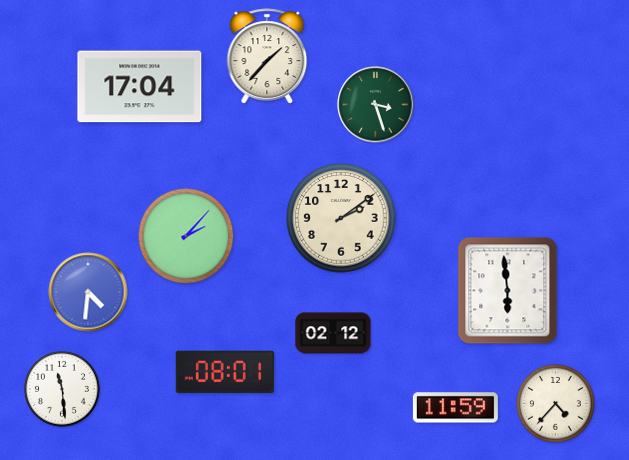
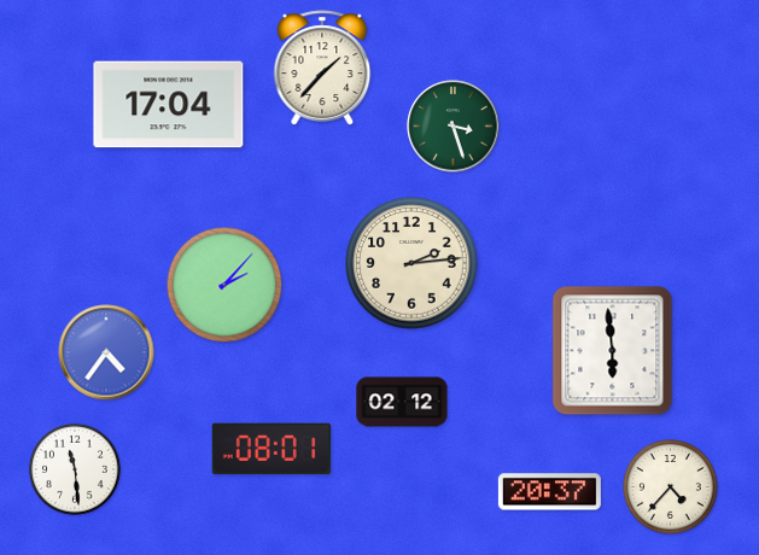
clock at (341, 218): 2:09 -> 2:14
clock at (88, 292): 4:31 -> 4:36
clock at (455, 408): 11:59 -> 20:37
